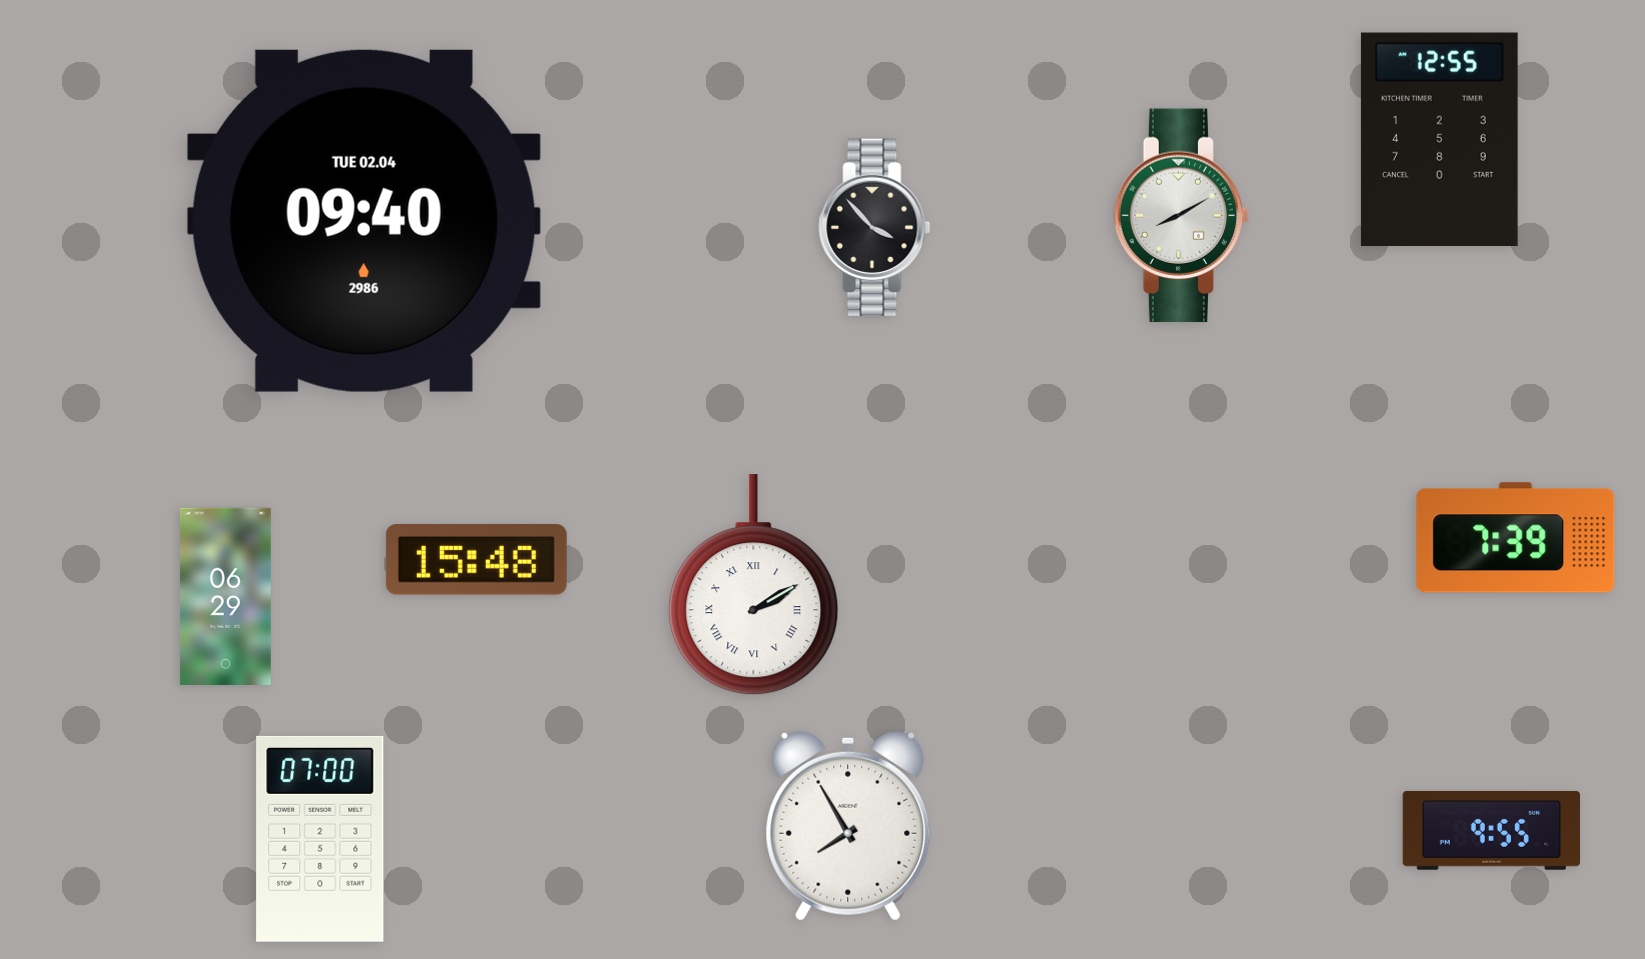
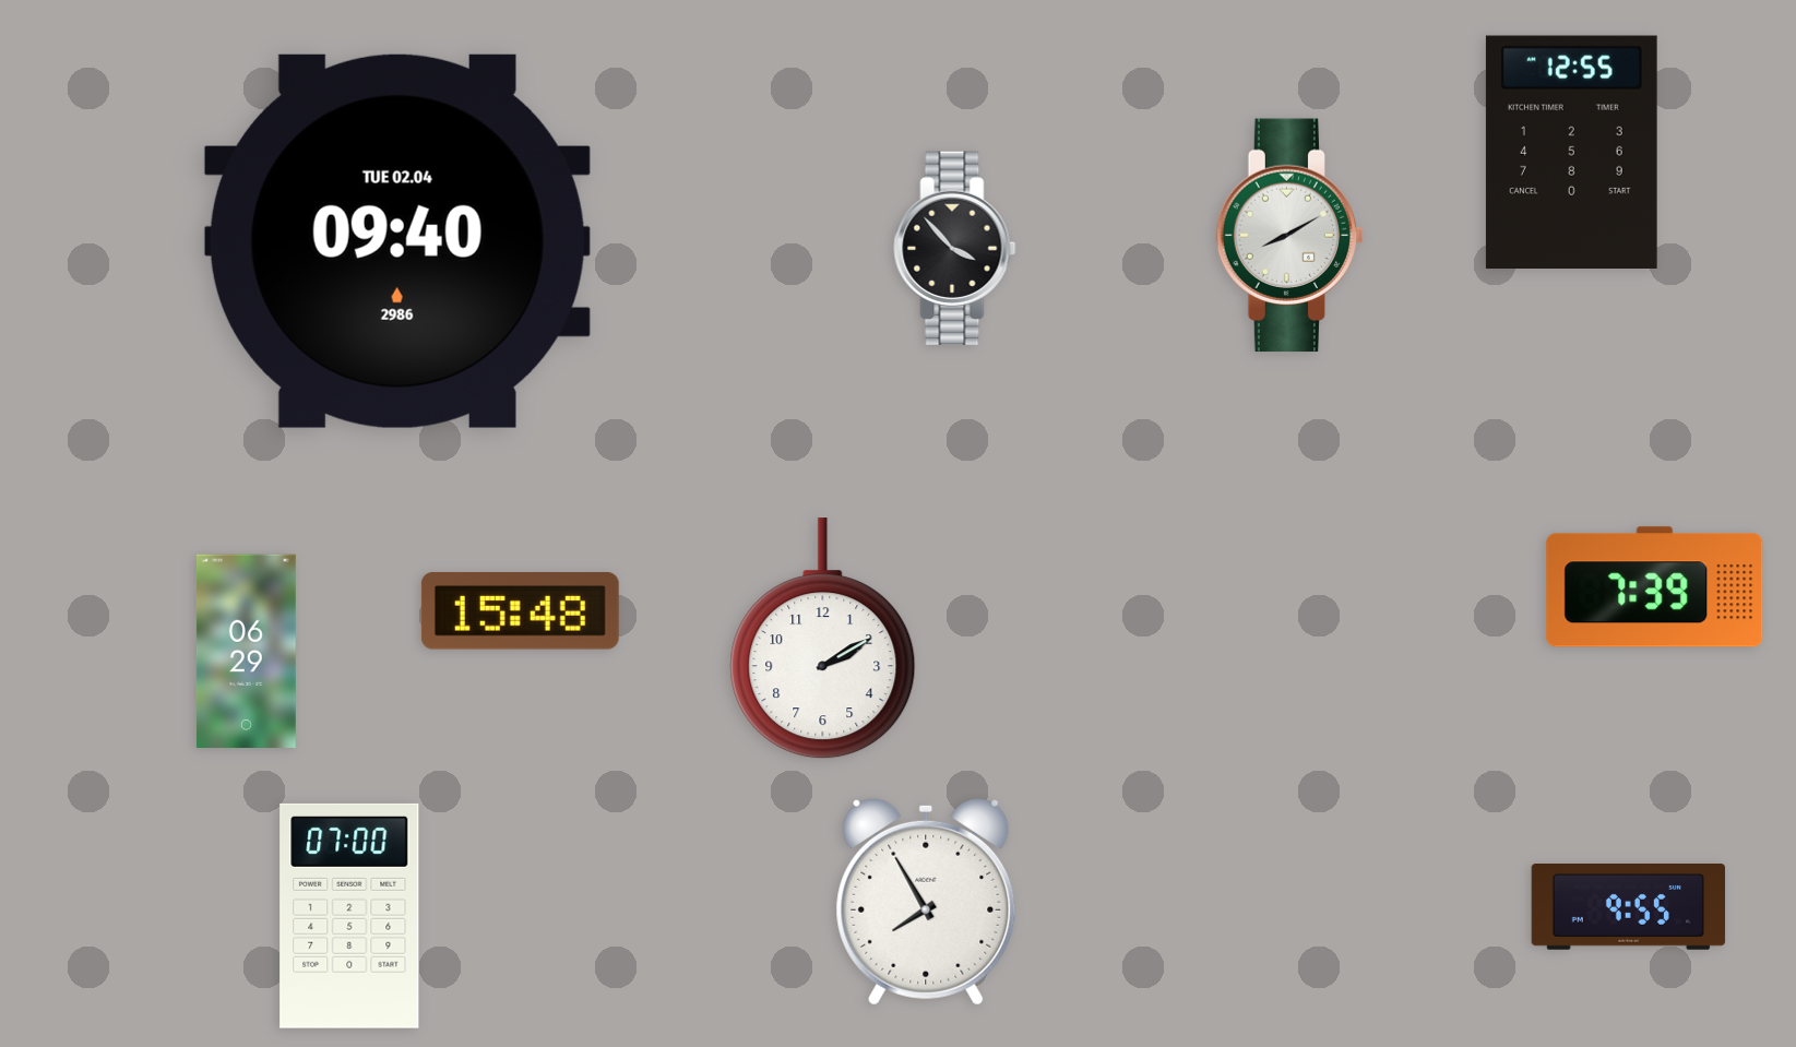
clock at (754, 585) numerals: Roman -> Arabic
